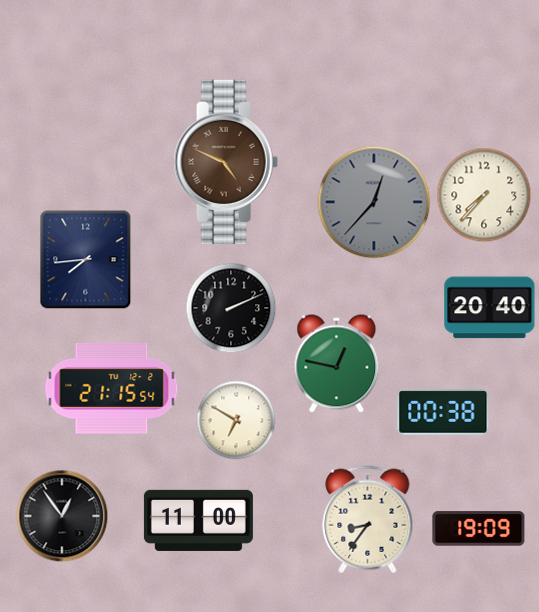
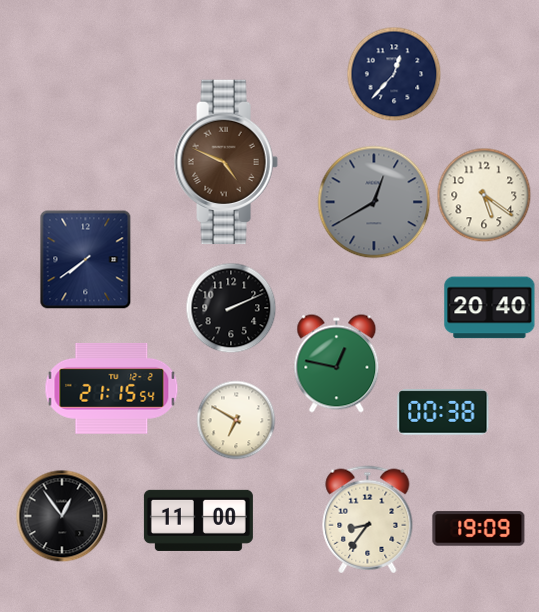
clock at (394, 74): none -> 12:37
clock at (484, 195): 7:37 -> 5:21
clock at (374, 202): 12:37 -> 12:40
clock at (86, 260): 7:44 -> 7:39
